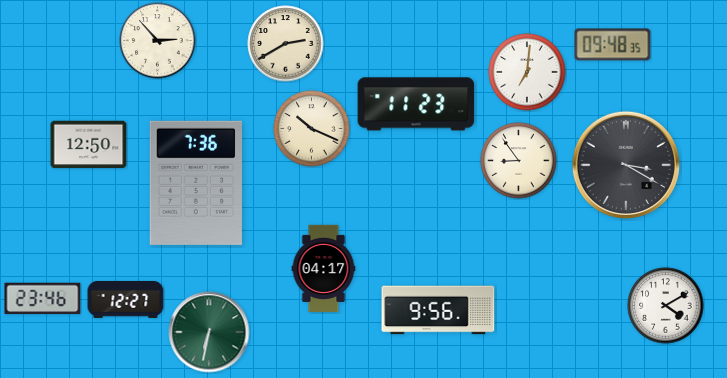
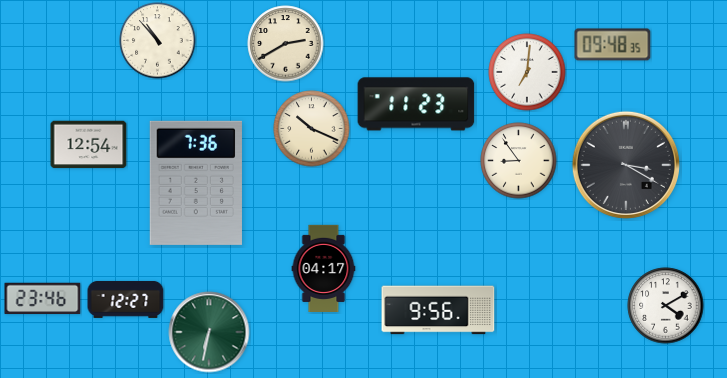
clock at (158, 41): 2:53 -> 10:53
clock at (89, 145): 12:50 -> 12:54
